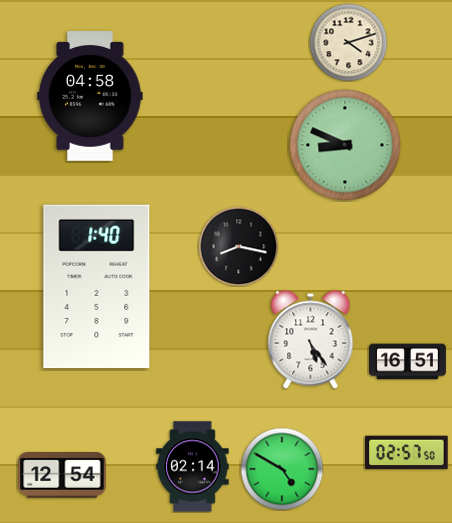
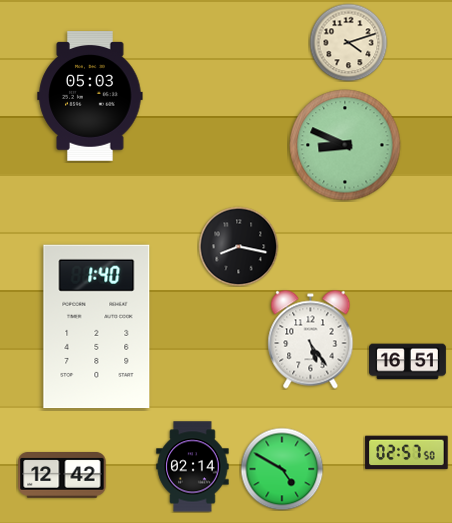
clock at (90, 97): 04:58 -> 05:03
clock at (97, 287) position: (97, 287) -> (97, 327)
clock at (62, 476): 12:54 -> 12:42
